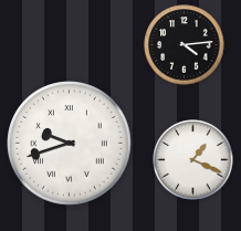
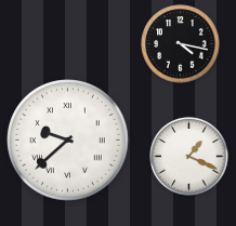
clock at (185, 45): 4:14 -> 4:17
clock at (70, 144): 9:42 -> 9:38
